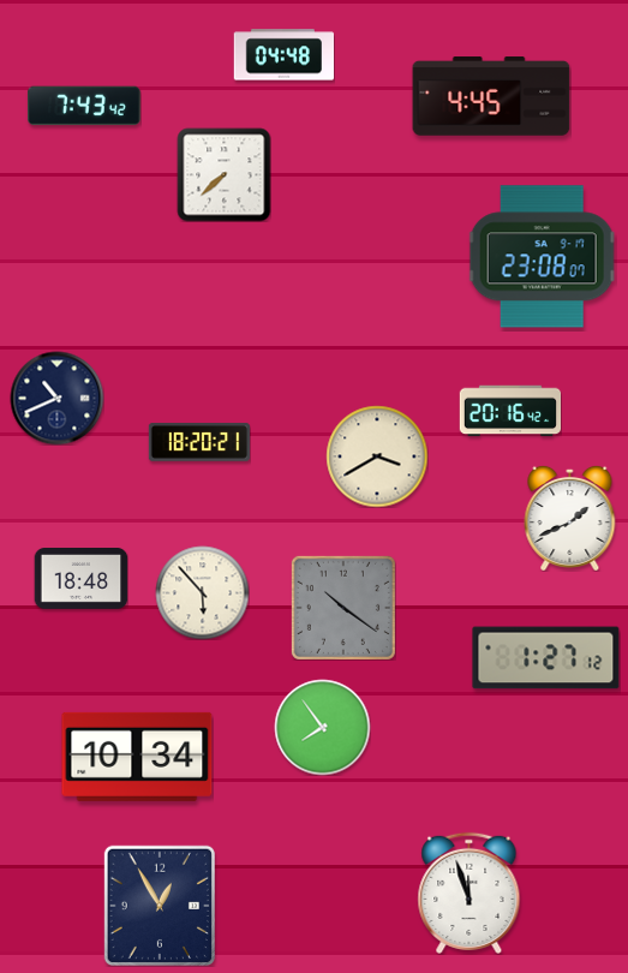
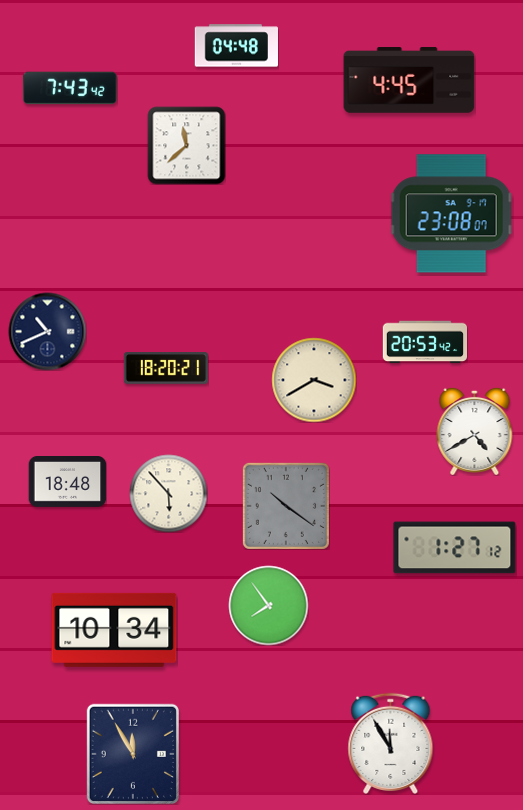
clock at (223, 174): 7:38 -> 11:38
clock at (509, 411): 20:16 -> 20:53
clock at (570, 518): 1:41 -> 4:40
clock at (469, 893): 11:57 -> 11:55
clock at (159, 905): 12:55 -> 11:55
